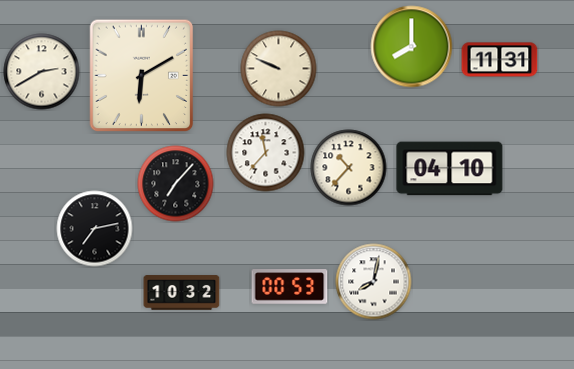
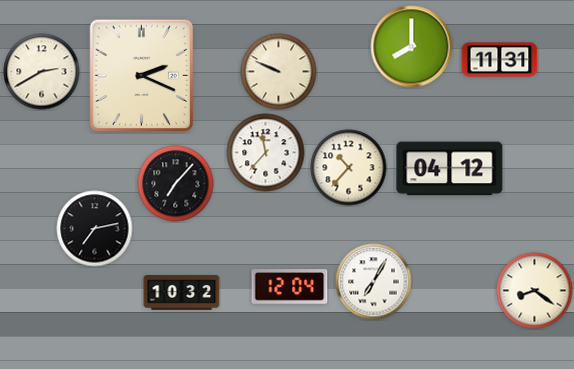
clock at (279, 69) position: (279, 69) -> (279, 72)
clock at (142, 76): 6:10 -> 2:19
clock at (450, 169): 04:10 -> 04:12
clock at (374, 282): 8:02 -> 7:05
clock at (290, 287): 00:53 -> 12:04
clock at (535, 291): none -> 8:21
